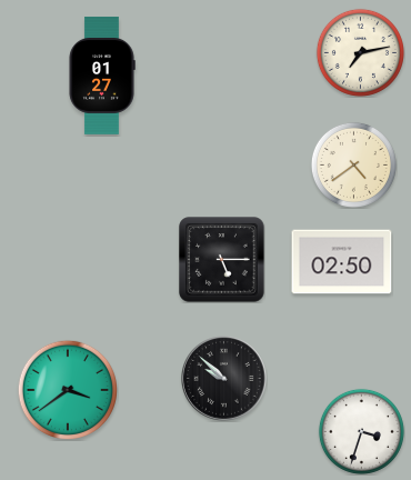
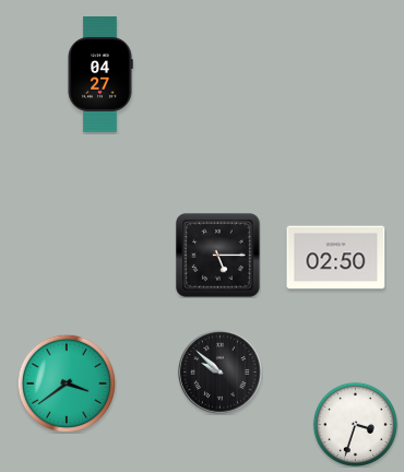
clock at (360, 52): 7:13 -> none
clock at (102, 76): 01:27 -> 04:27
clock at (353, 164): 4:39 -> none
